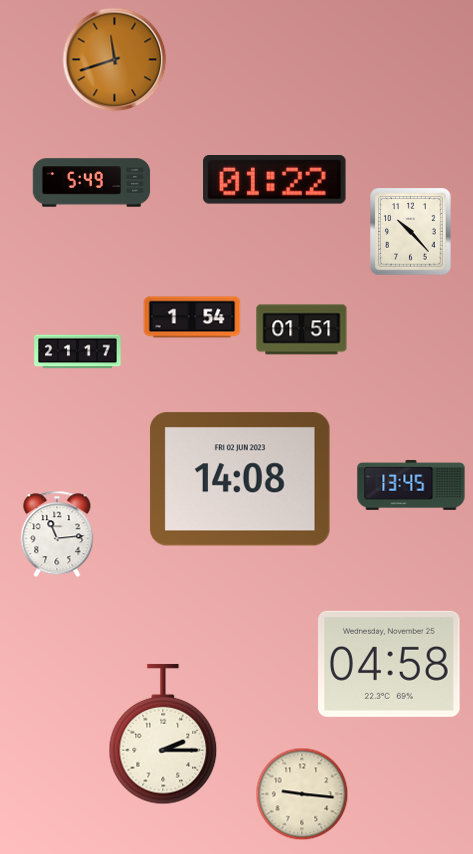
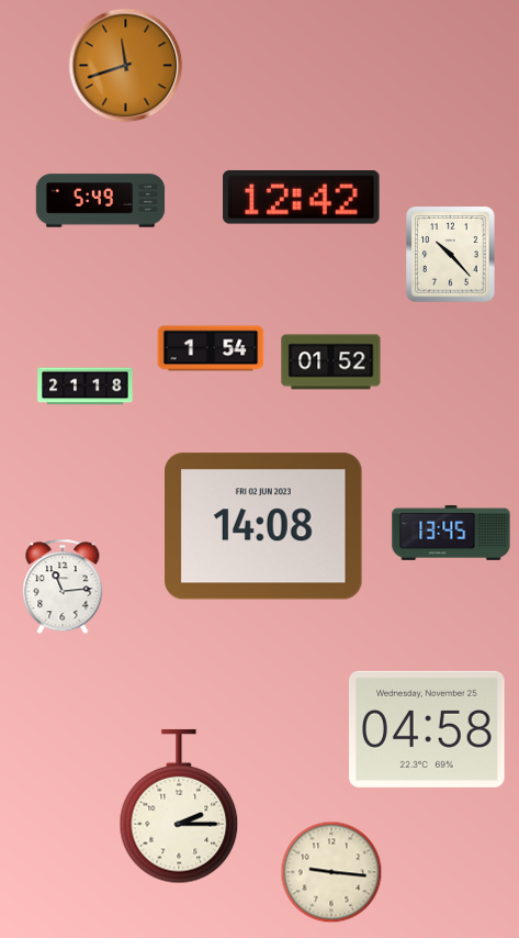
clock at (275, 180): 01:22 -> 12:42
clock at (302, 330): 01:51 -> 01:52
clock at (78, 352): 21:17 -> 21:18
